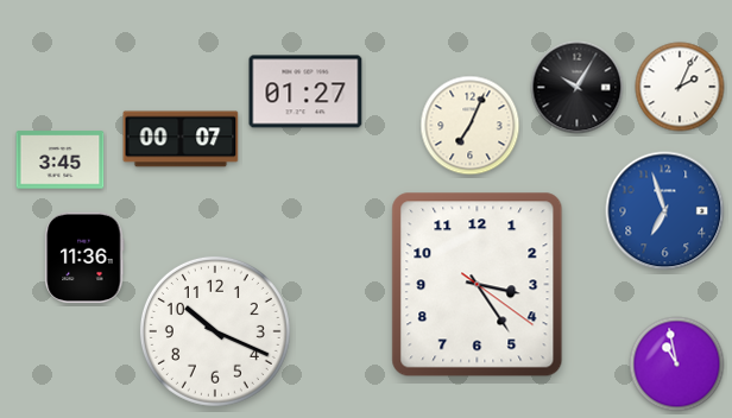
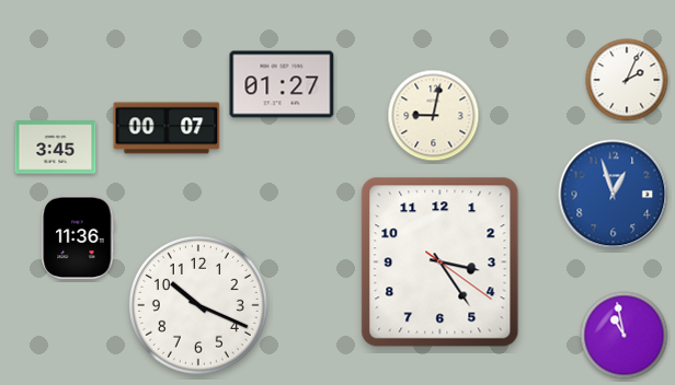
clock at (578, 88): 10:05 -> none
clock at (471, 126): 7:04 -> 9:02
clock at (665, 211): 6:57 -> 12:57
